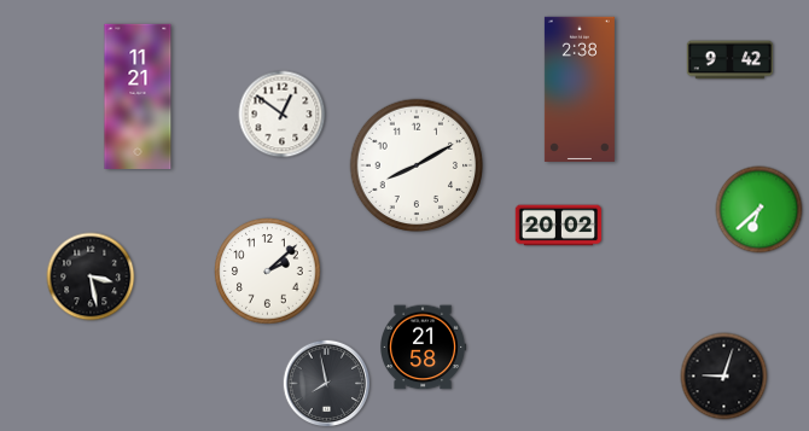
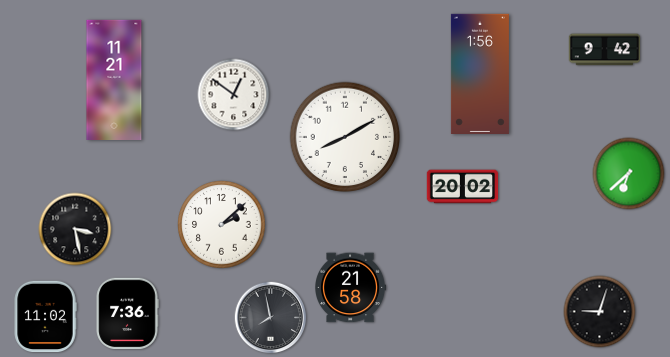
clock at (580, 88): 2:38 -> 1:56
clock at (127, 314): none -> 7:36
clock at (45, 317): none -> 11:02
